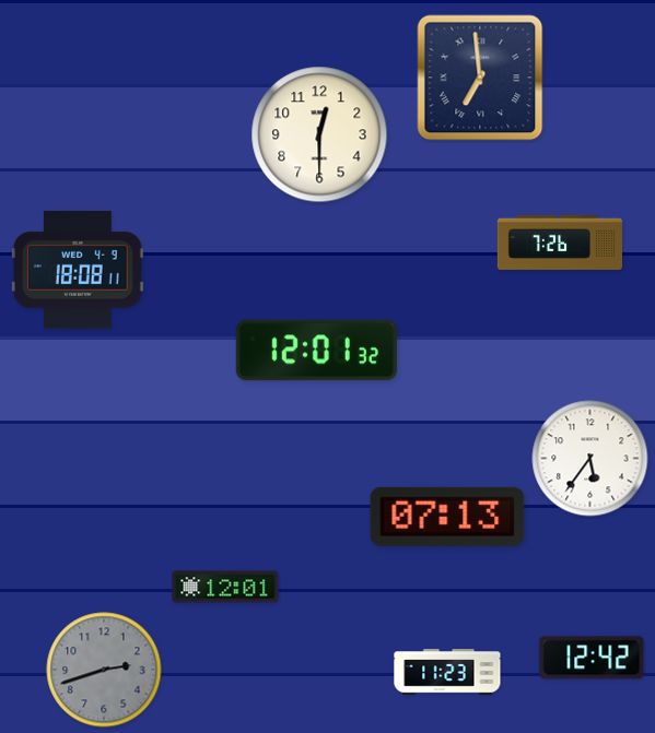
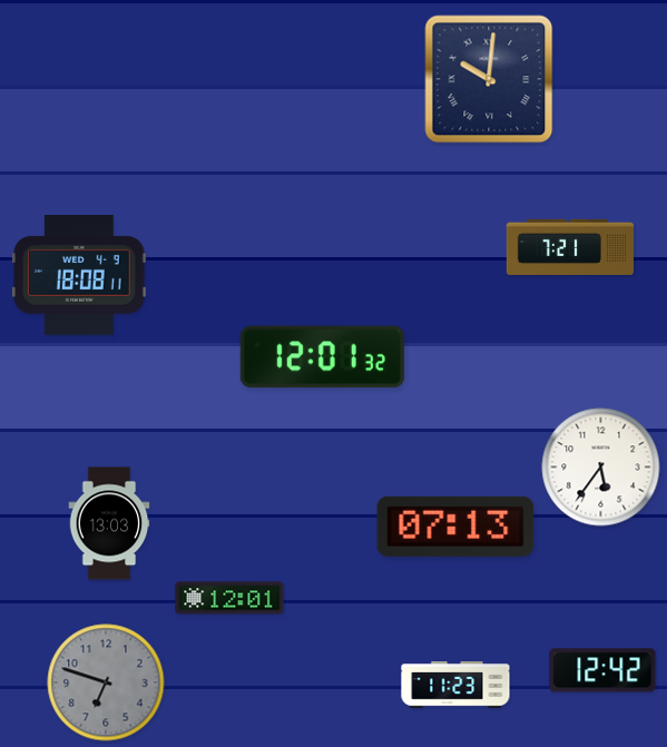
clock at (480, 78): 6:59 -> 10:01
clock at (319, 134): 12:30 -> none
clock at (559, 243): 7:26 -> 7:21
clock at (109, 523): none -> 13:03
clock at (104, 670): 2:42 -> 6:48
